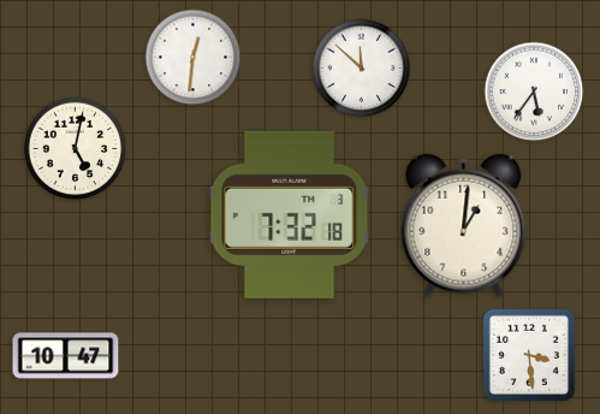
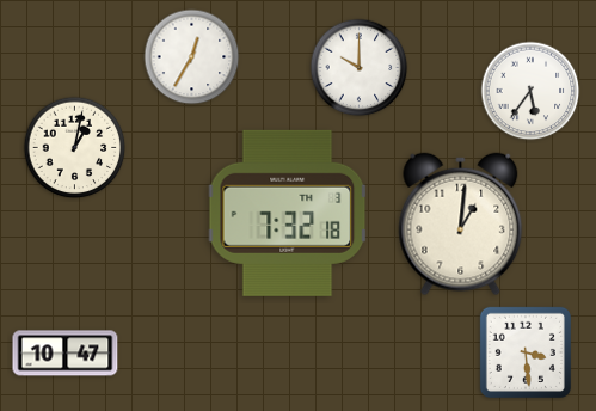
clock at (194, 58): 12:31 -> 12:35
clock at (362, 69): 11:52 -> 10:00
clock at (76, 149): 5:02 -> 1:02
